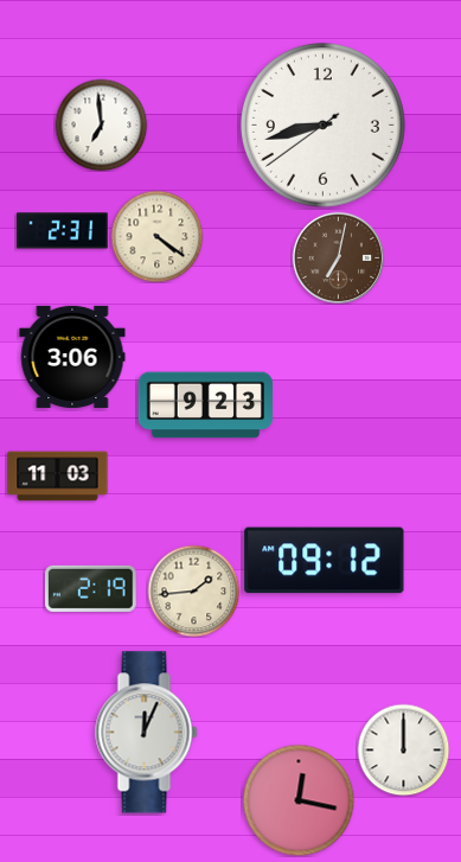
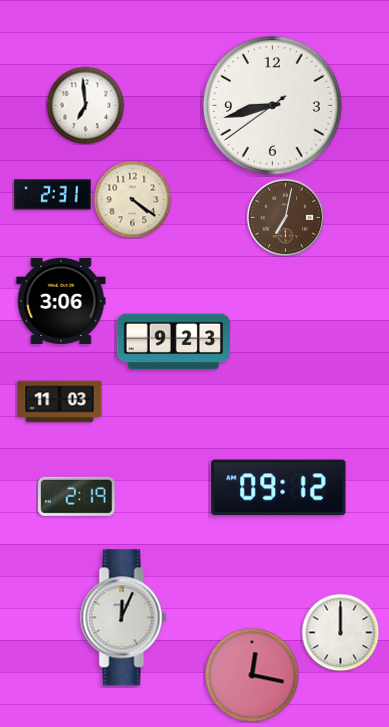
clock at (58, 477) position: (58, 477) -> (60, 402)
clock at (325, 561) position: (325, 561) -> (279, 488)
clock at (193, 590): 1:44 -> none
